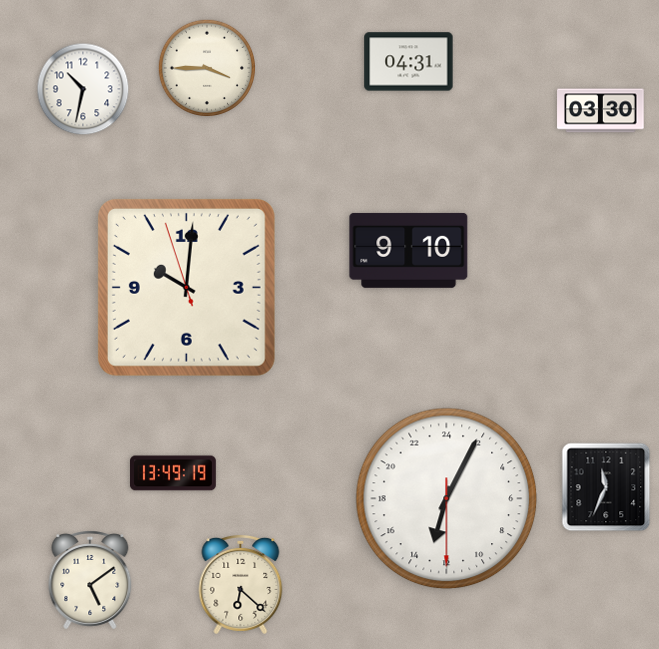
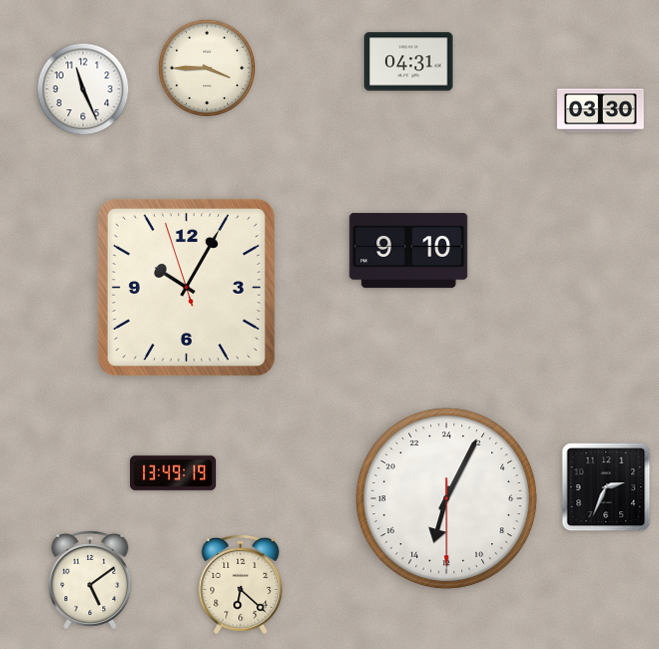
clock at (83, 89): 10:32 -> 11:26
clock at (186, 287): 10:00 -> 10:04
clock at (606, 487): 11:34 -> 2:34
